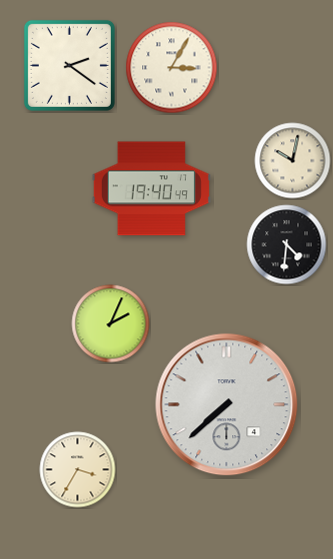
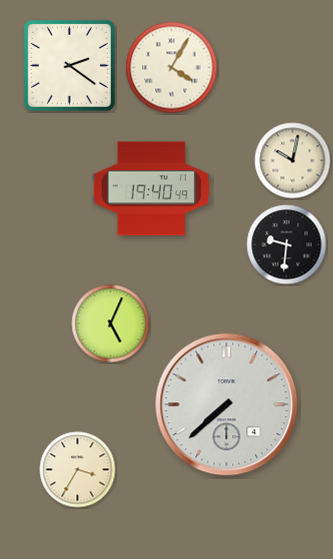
clock at (172, 68): 3:05 -> 4:05
clock at (287, 245): 4:31 -> 9:31
clock at (111, 324): 2:04 -> 5:04
